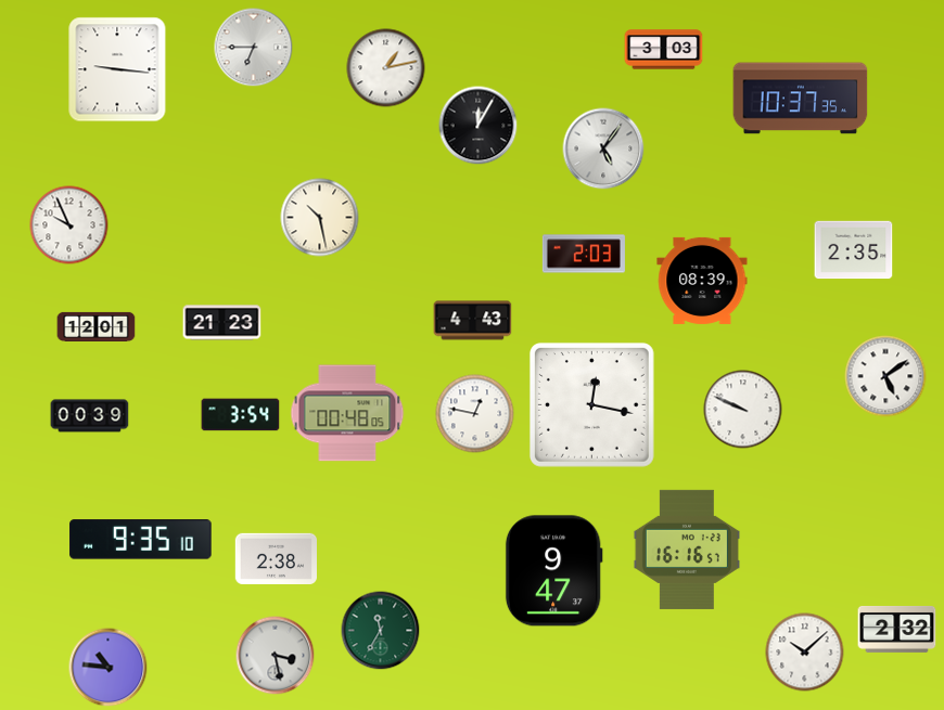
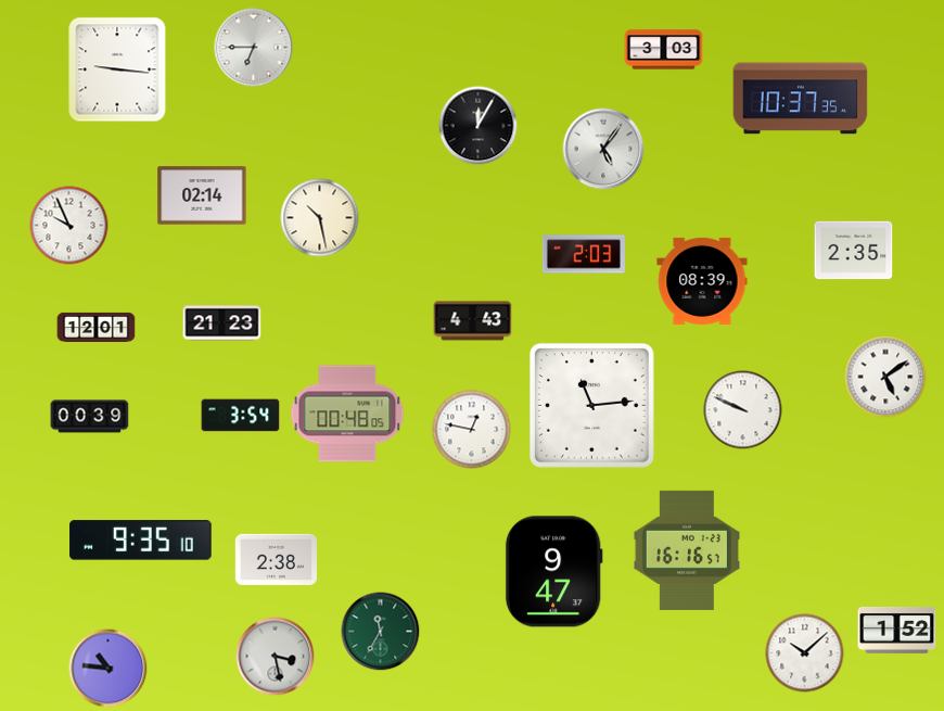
clock at (386, 68): 1:13 -> none
clock at (202, 195): none -> 02:14
clock at (591, 404): 12:17 -> 11:14
clock at (475, 414) position: (475, 414) -> (472, 430)
clock at (897, 629): 2:32 -> 1:52
